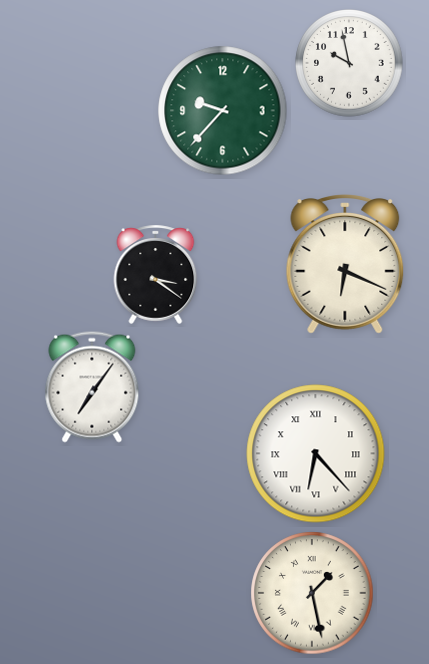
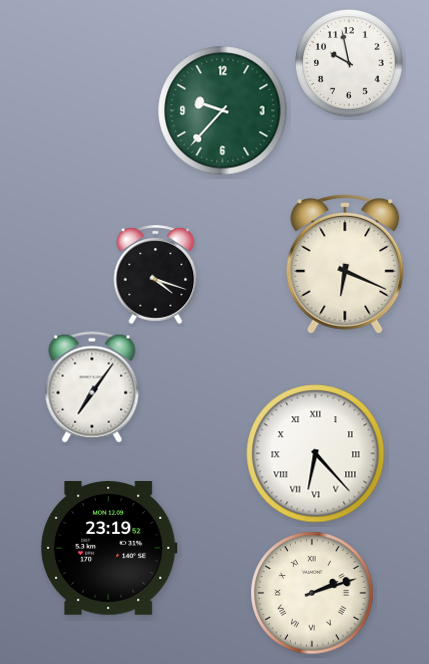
clock at (156, 274): 3:21 -> 4:18
clock at (110, 548): none -> 23:19
clock at (312, 593): 1:28 -> 2:12
